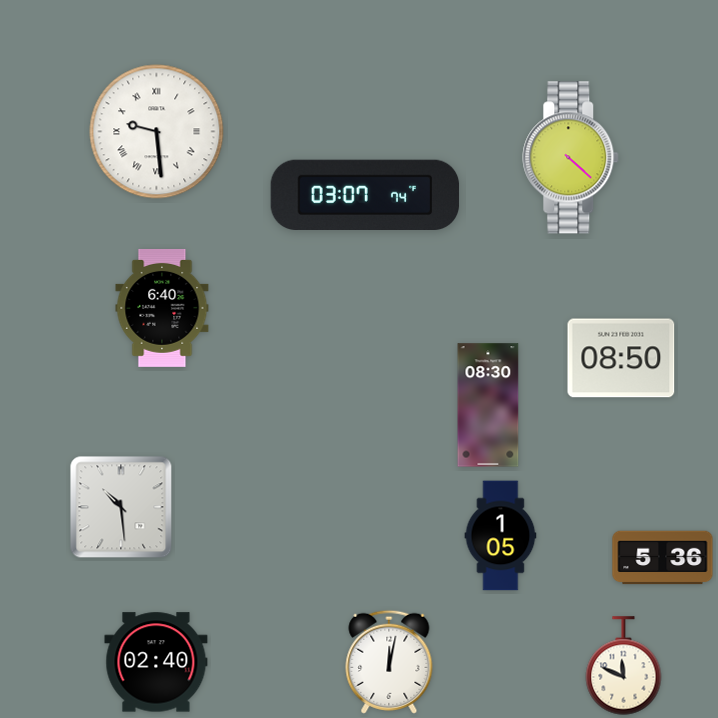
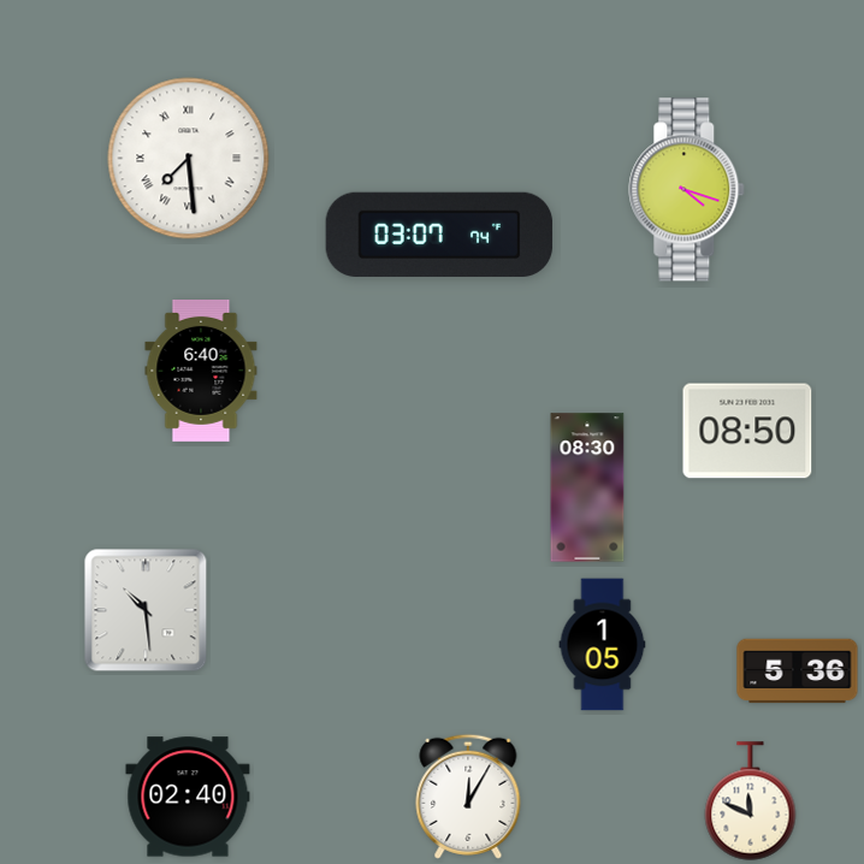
clock at (157, 132): 9:29 -> 7:29
clock at (571, 158): 4:22 -> 4:18
clock at (162, 308) position: (162, 308) -> (201, 371)
clock at (389, 662): 12:02 -> 12:05
